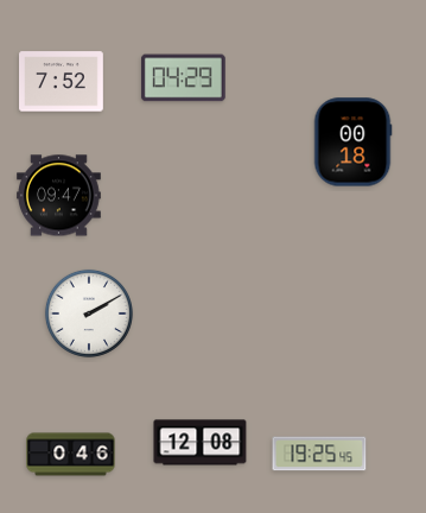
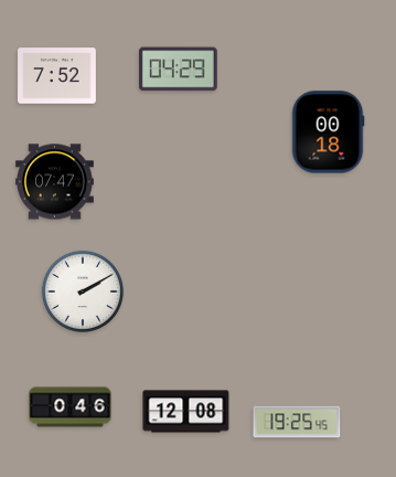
clock at (183, 78) position: (183, 78) -> (178, 70)
clock at (59, 196): 09:47 -> 07:47
clock at (71, 455) position: (71, 455) -> (71, 407)
